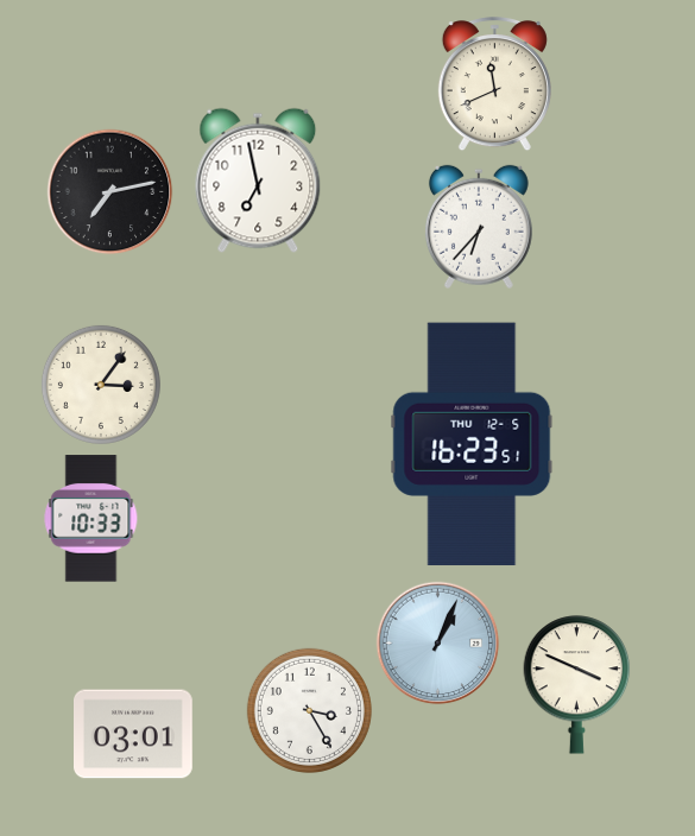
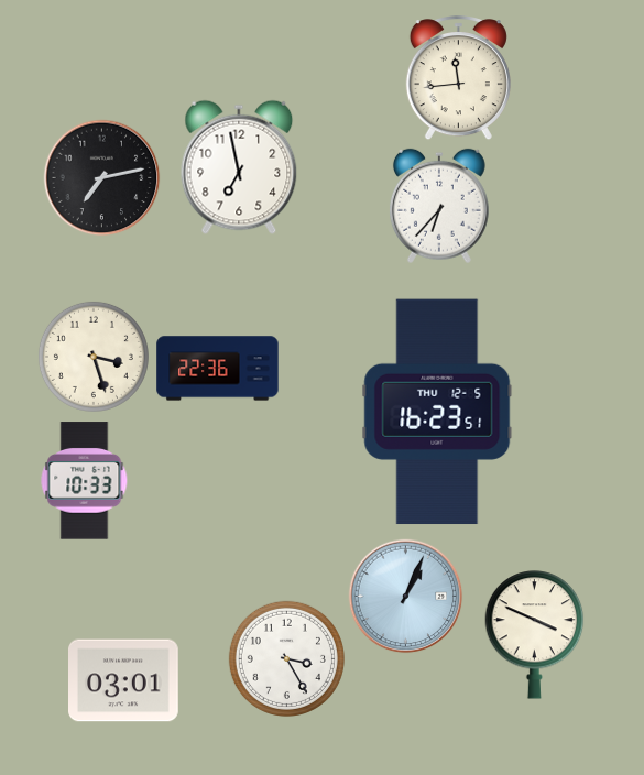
clock at (494, 84): 11:41 -> 11:44
clock at (479, 227) position: (479, 227) -> (439, 206)
clock at (101, 385): 3:06 -> 3:27
clock at (218, 369): none -> 22:36
